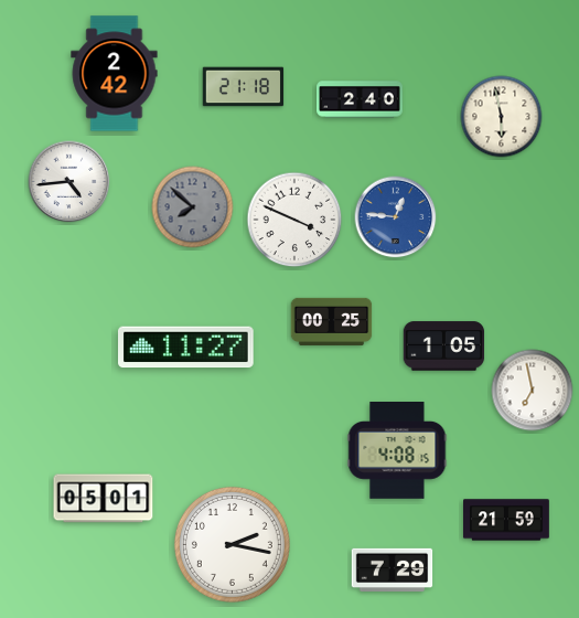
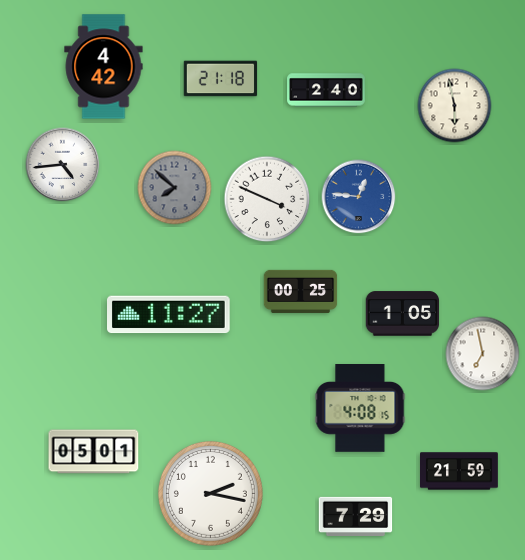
clock at (115, 74): 2:42 -> 4:42
